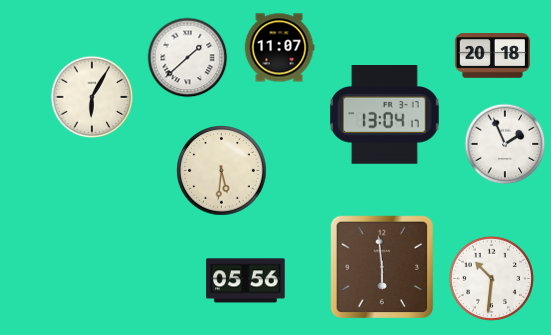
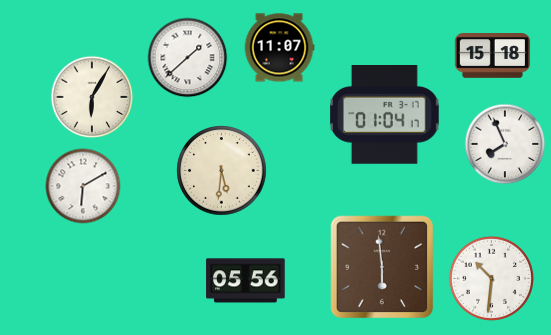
clock at (492, 56): 20:18 -> 15:18
clock at (385, 115): 13:04 -> 01:04
clock at (505, 144): 1:56 -> 7:56
clock at (83, 186): none -> 6:10
